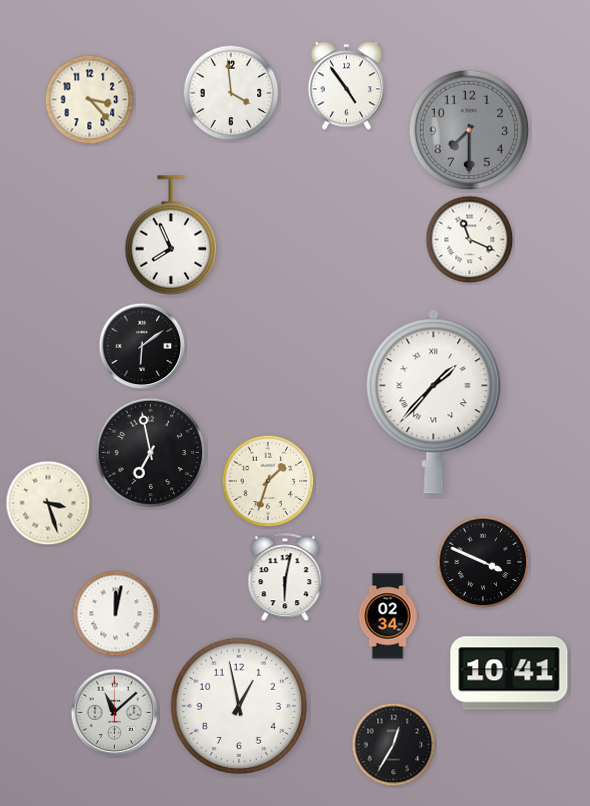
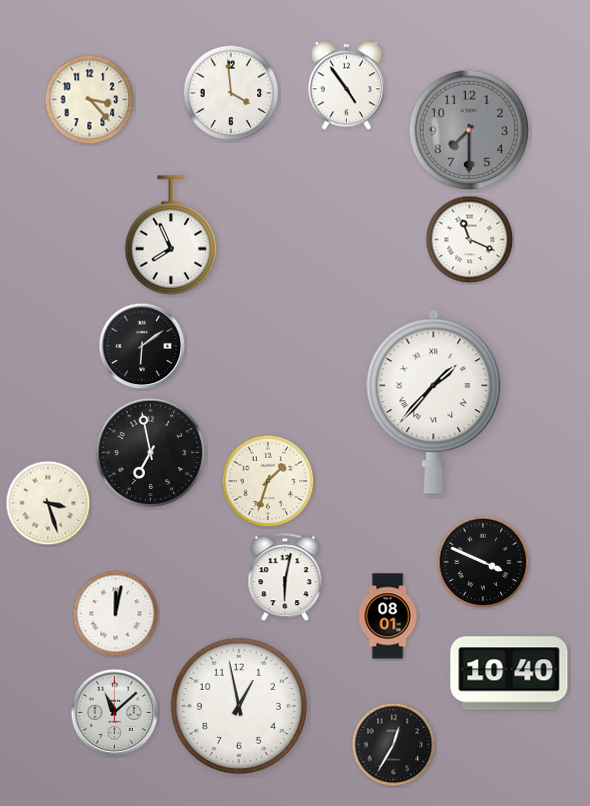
clock at (388, 616): 02:34 -> 08:01
clock at (509, 673): 10:41 -> 10:40
